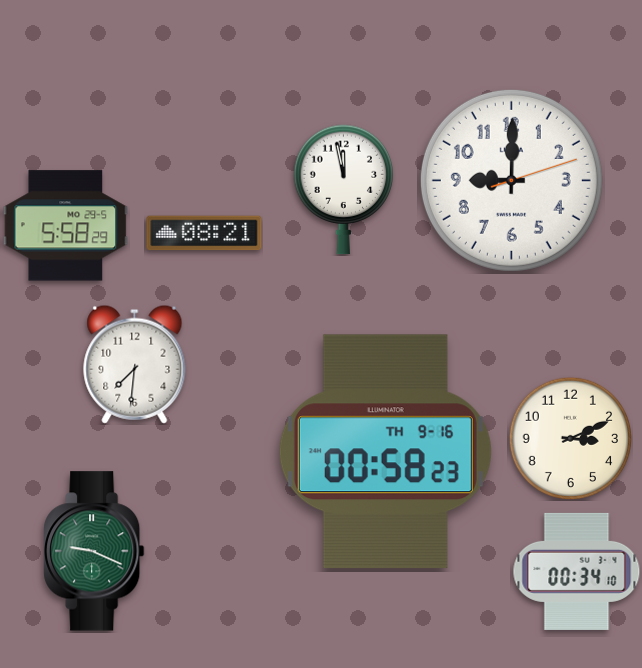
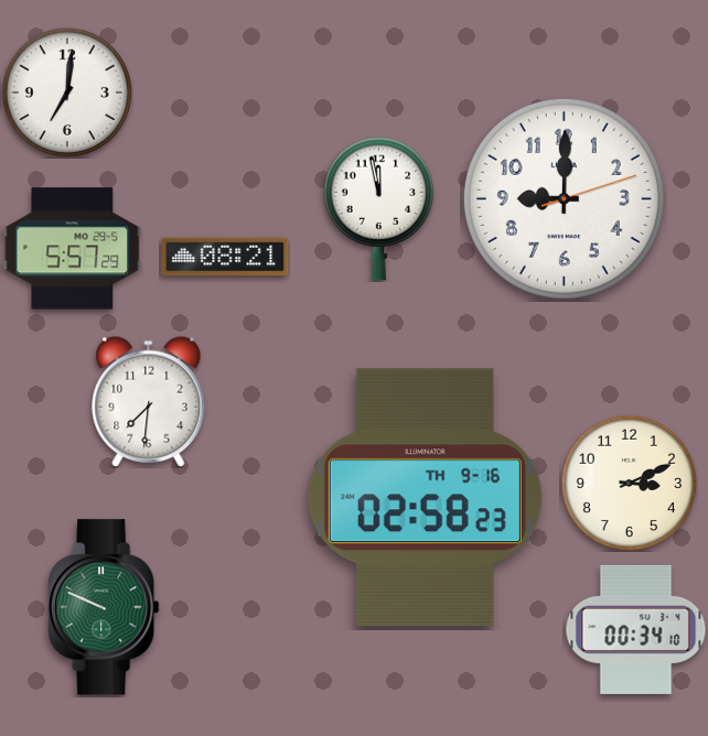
clock at (67, 93): none -> 7:01
clock at (66, 226): 5:58 -> 5:57
clock at (385, 452): 00:58 -> 02:58
clock at (94, 551): 9:19 -> 9:49
